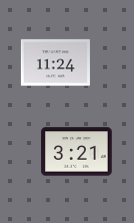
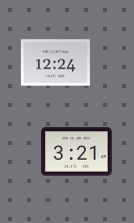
clock at (55, 63): 11:24 -> 12:24
